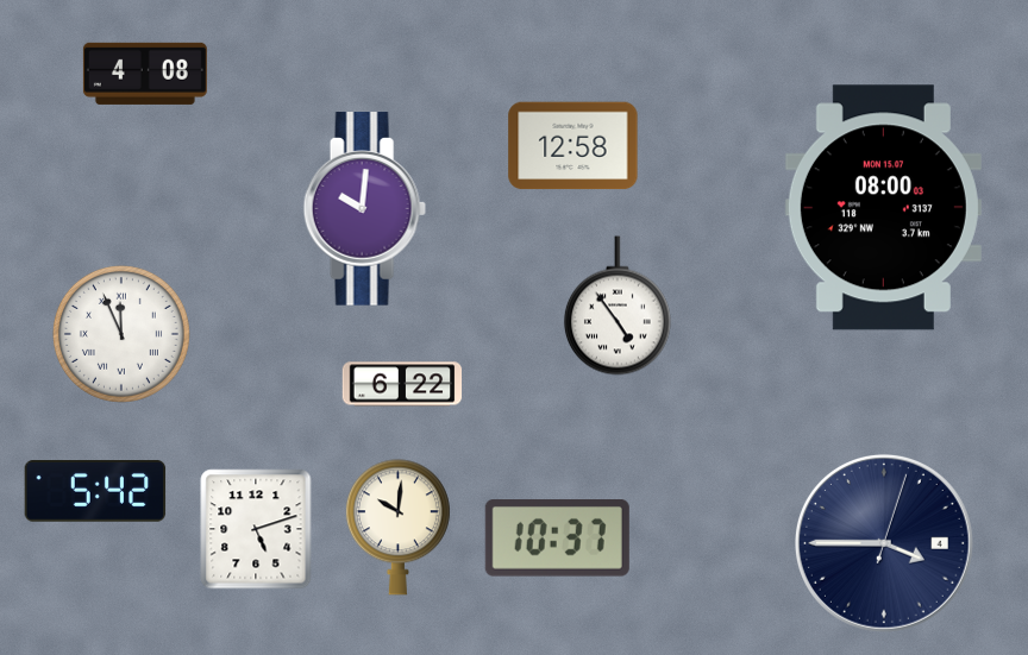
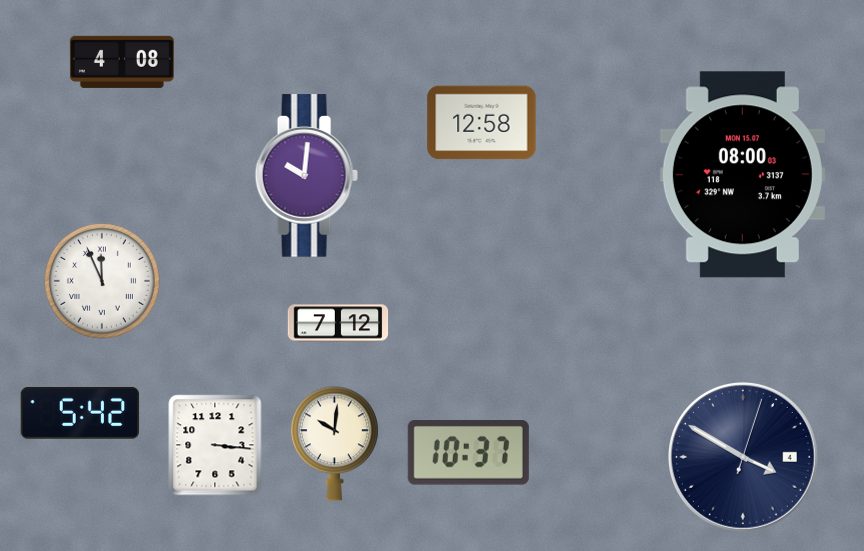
clock at (618, 306): 4:54 -> none
clock at (402, 384): 6:22 -> 7:12
clock at (256, 529): 5:12 -> 3:16
clock at (884, 543): 3:45 -> 3:50
